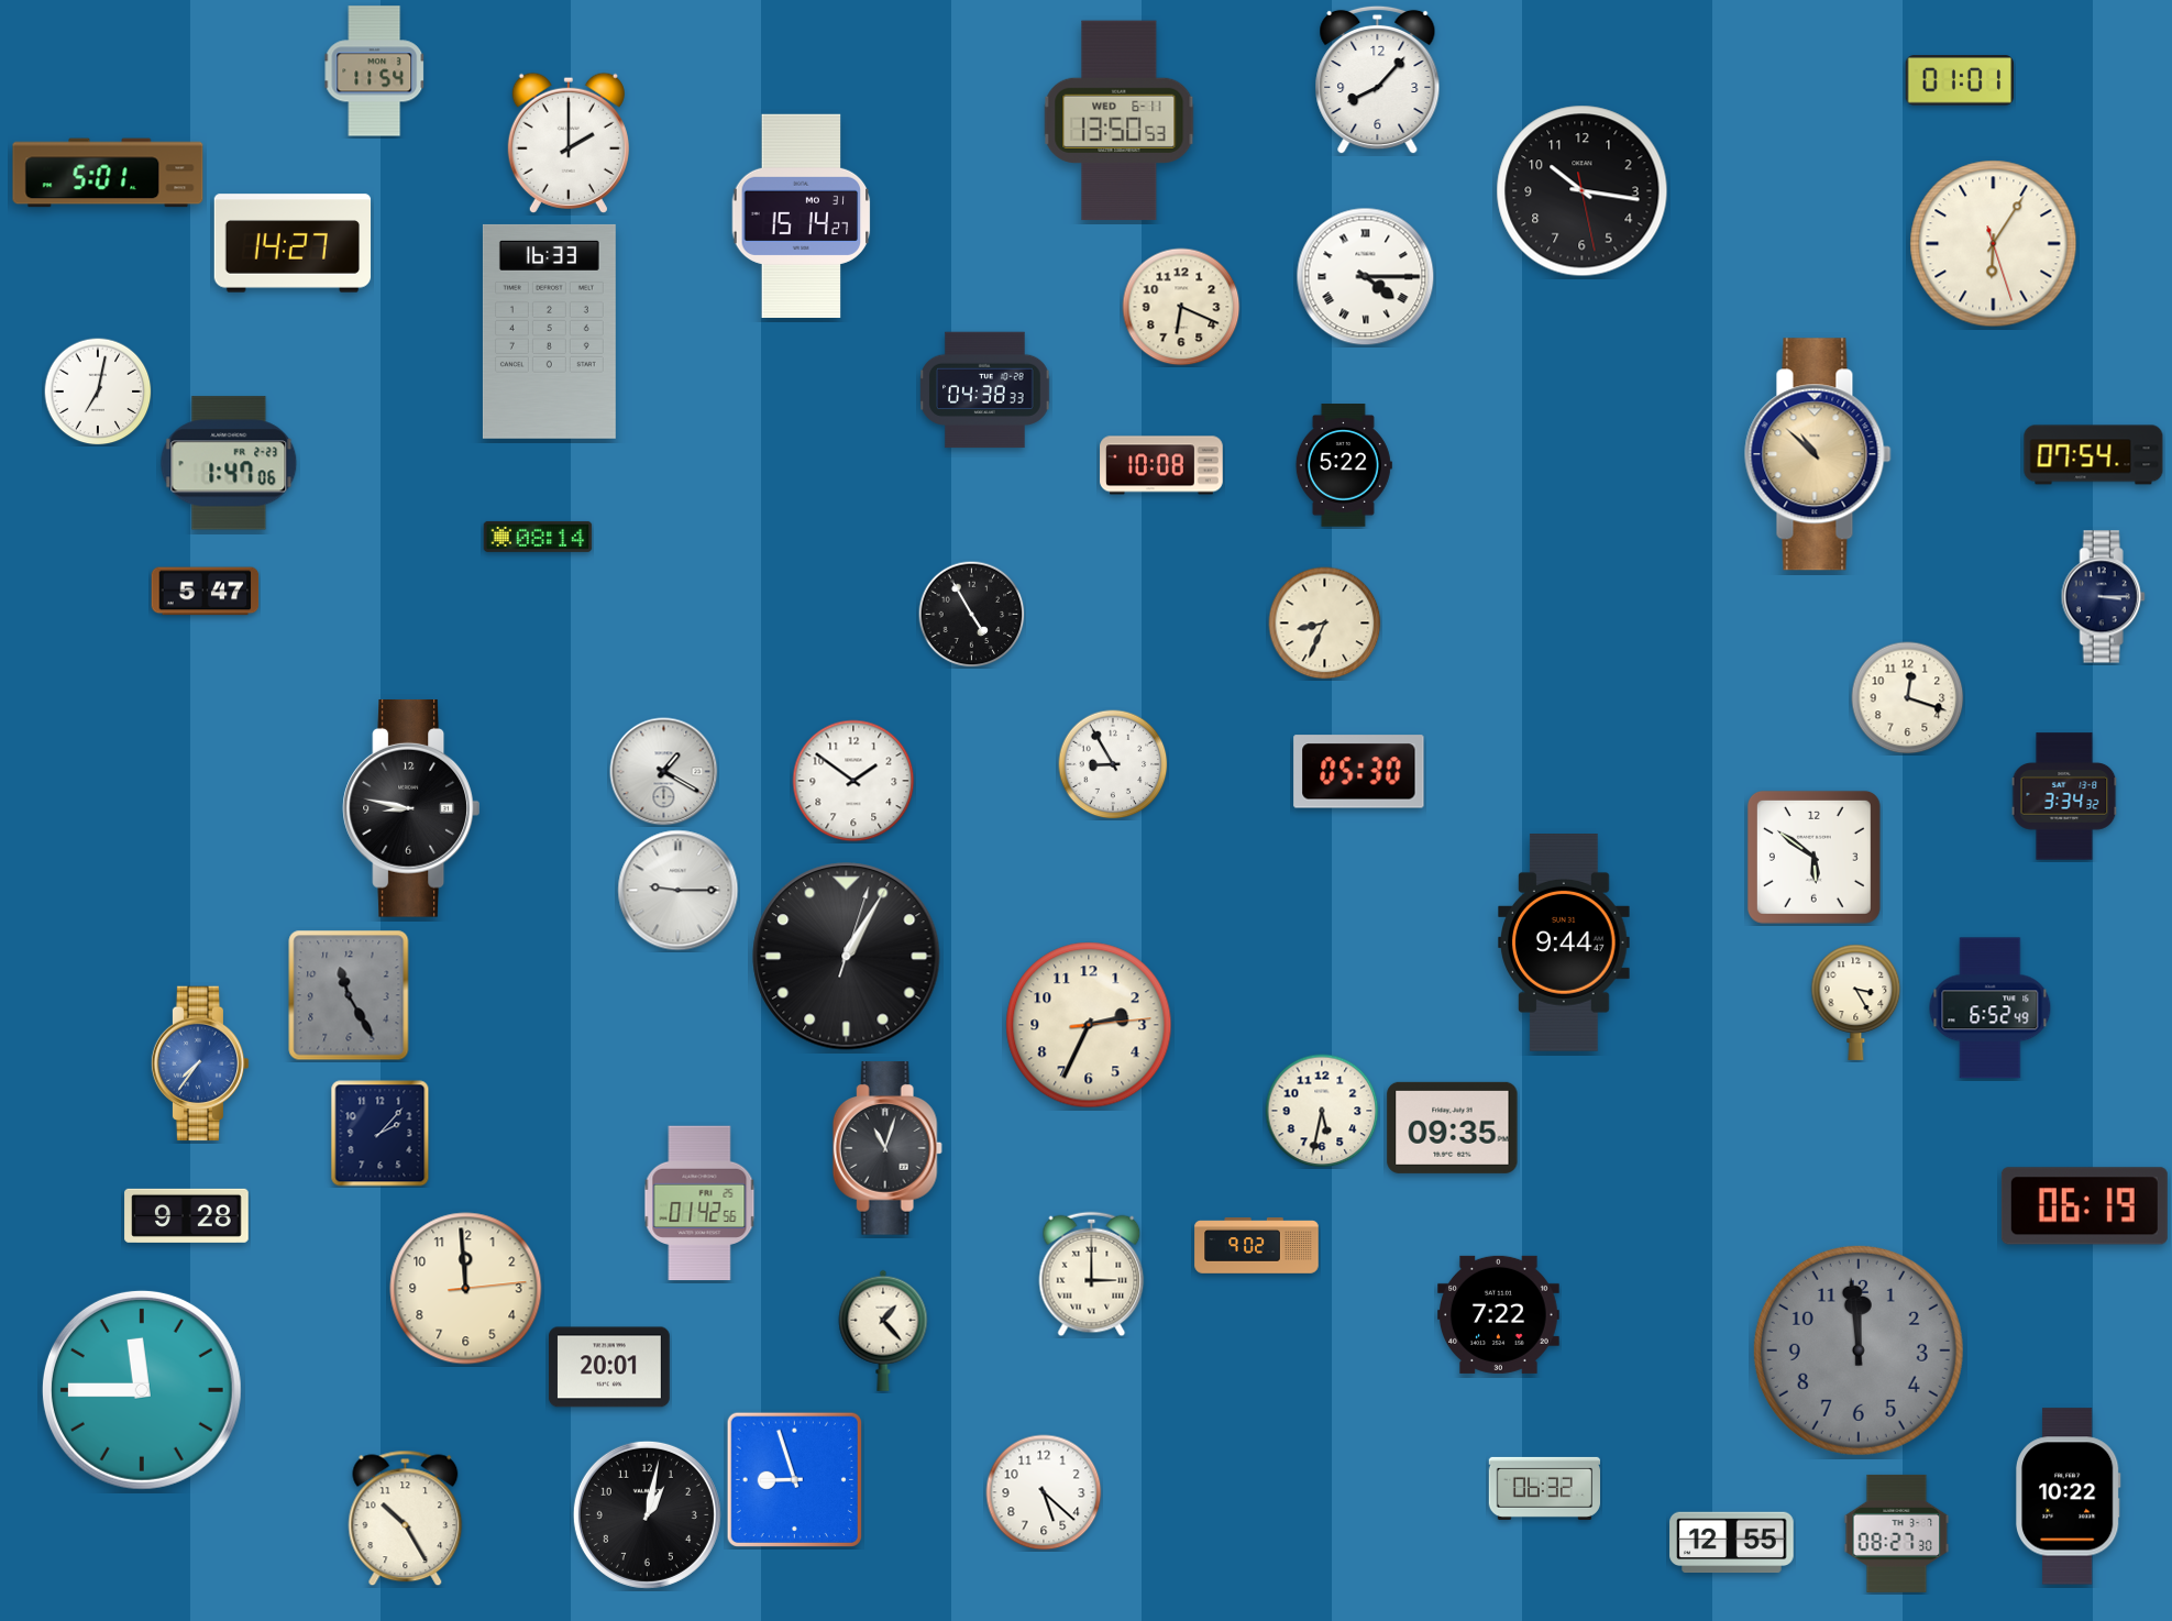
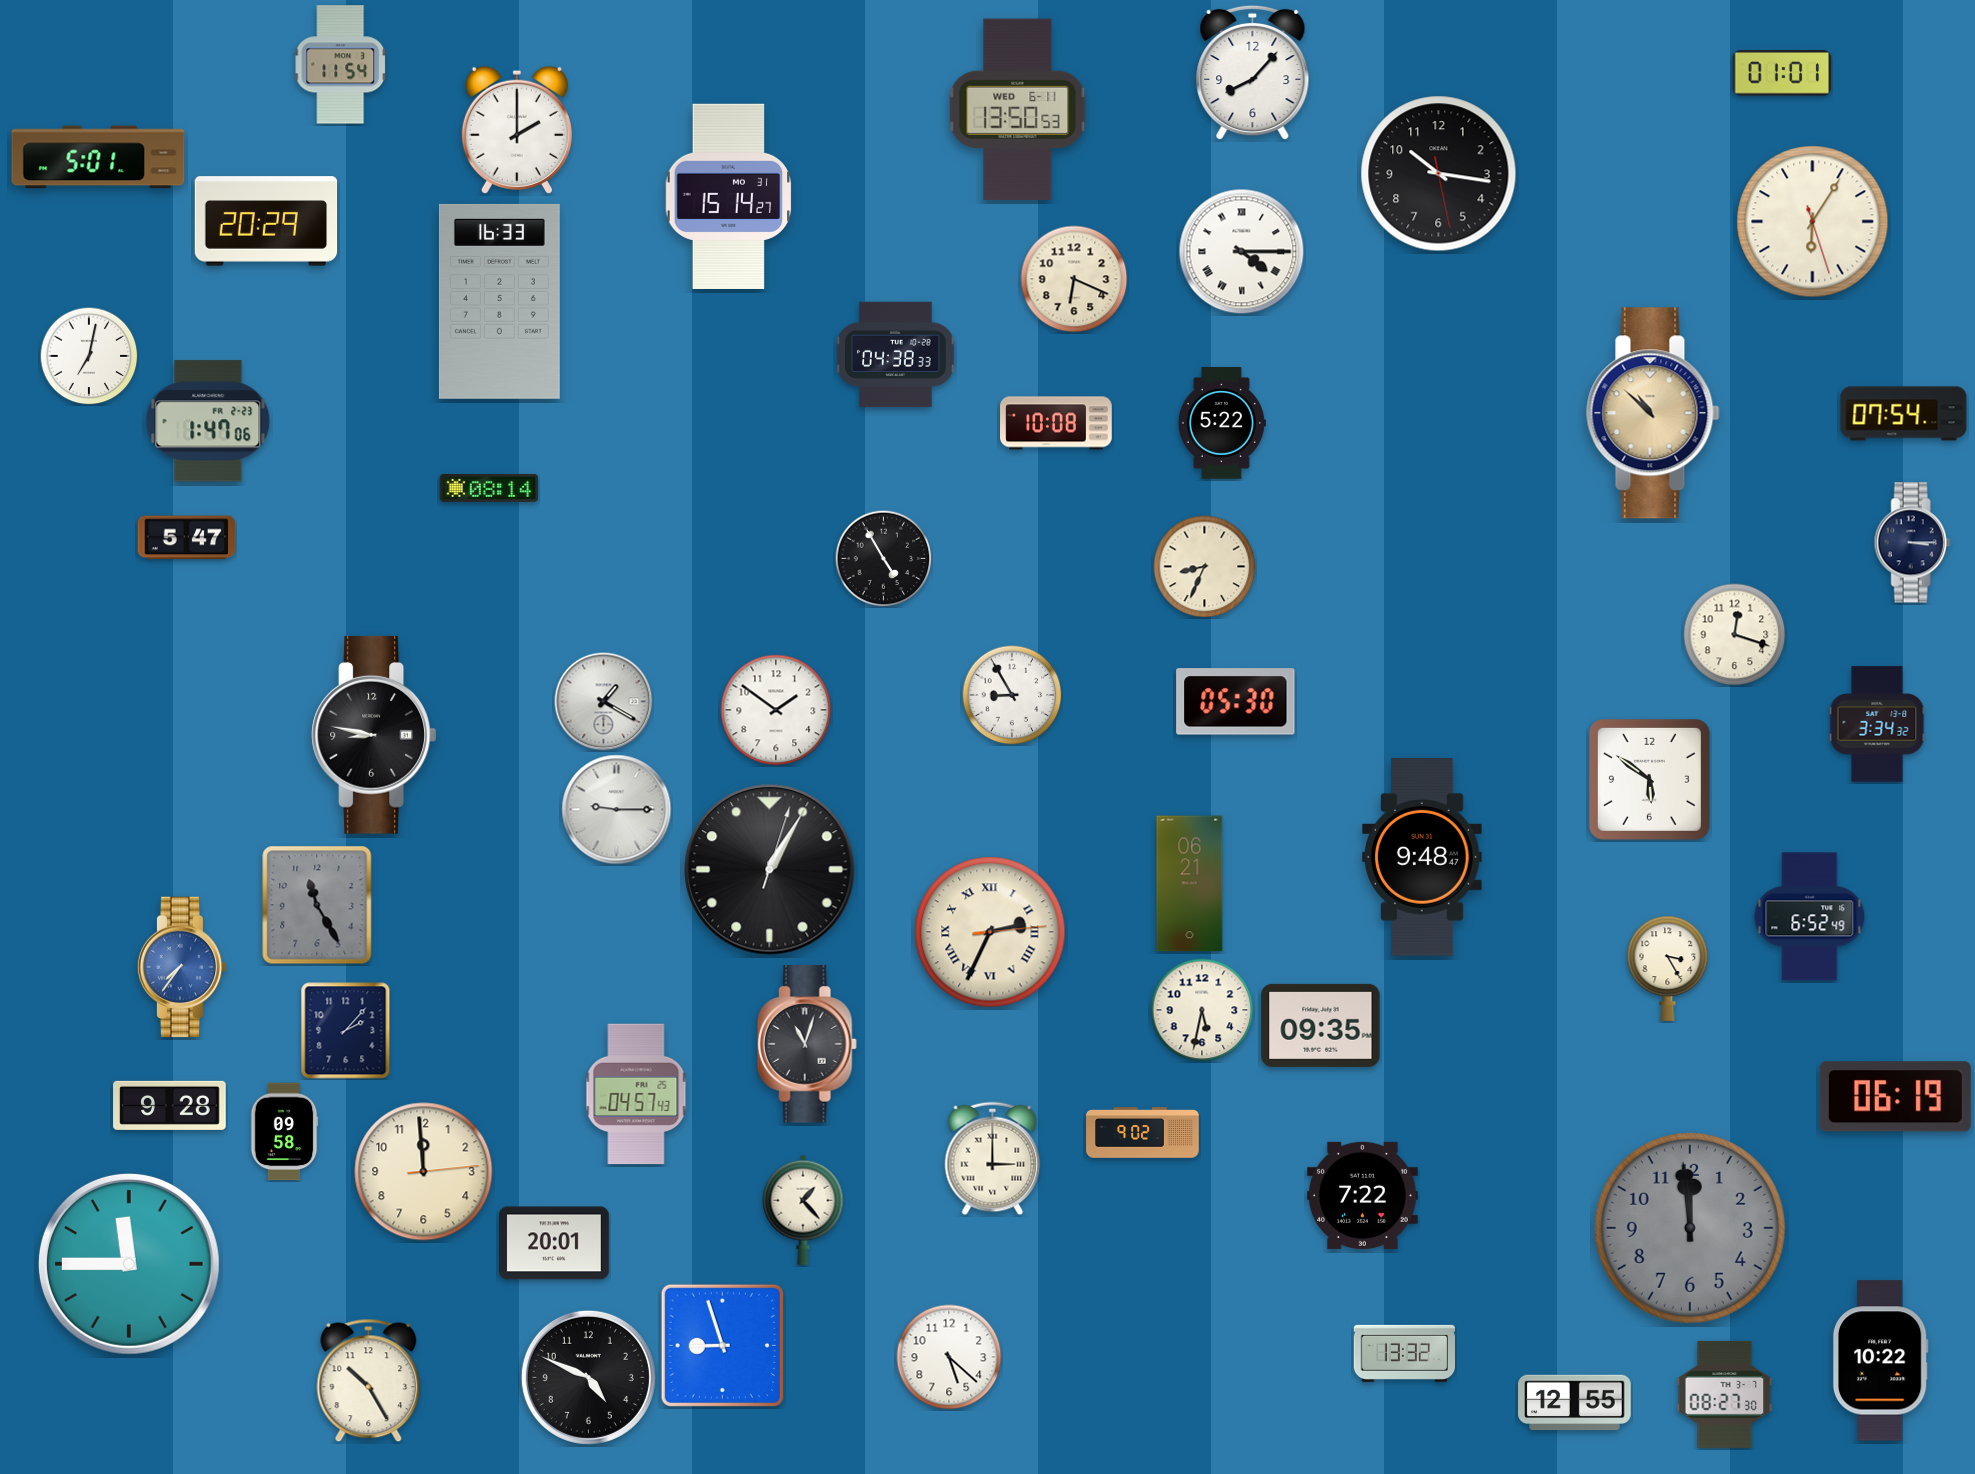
clock at (293, 243): 14:27 -> 20:29
clock at (1565, 944): 9:44 -> 9:48
clock at (1190, 884): none -> 06:21
clock at (1856, 1002) position: (1856, 1002) -> (1668, 968)
clock at (1089, 1025) numerals: Arabic -> Roman
clock at (699, 1203): 01:42 -> 04:57
clock at (284, 1132): none -> 09:58
clock at (1544, 1488): 06:32 -> 13:32
clock at (647, 1514): 1:02 -> 4:49
